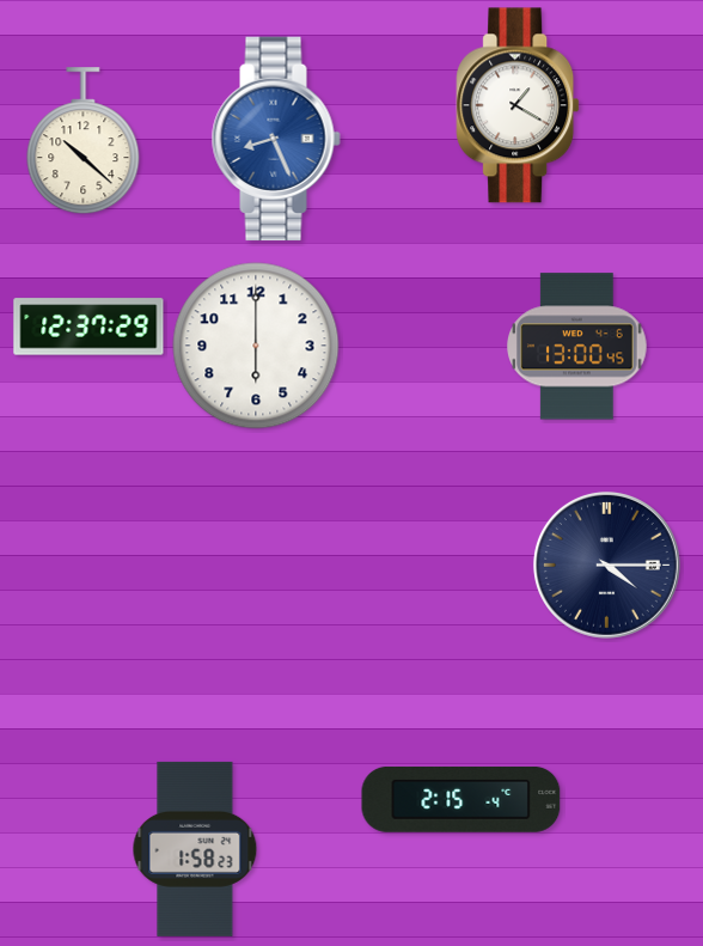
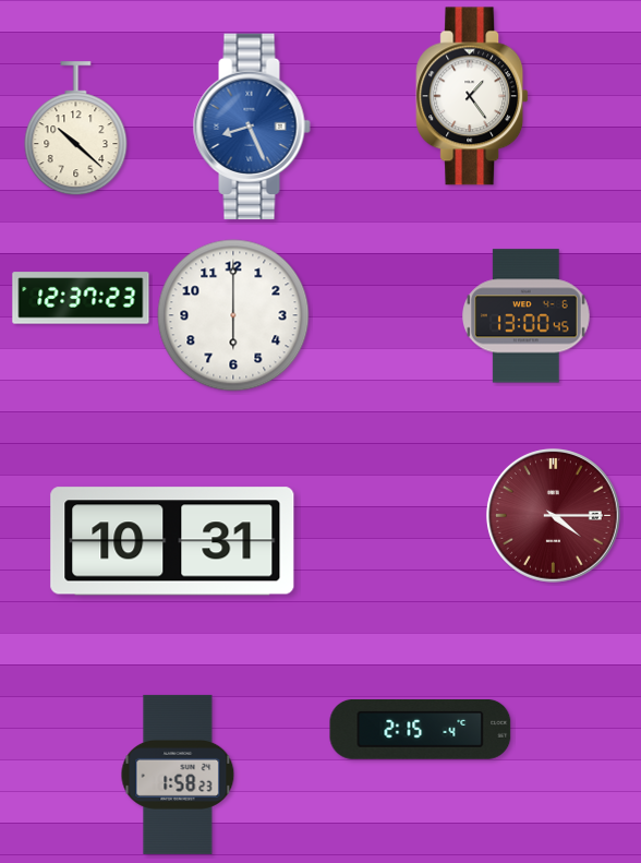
clock at (518, 105): 1:20 -> 1:24
clock at (88, 326): 12:37:29 -> 12:37:23
clock at (606, 564) dial: navy -> burgundy
clock at (172, 541): none -> 10:31
